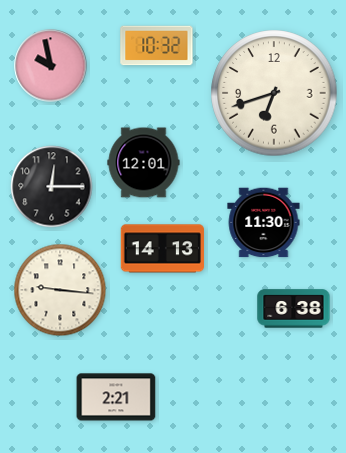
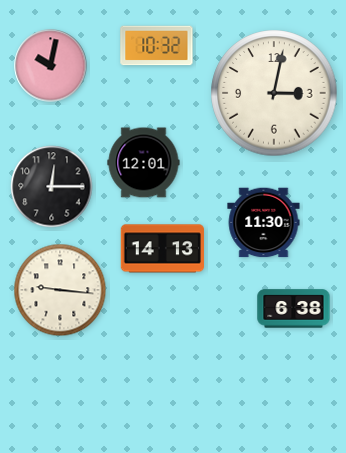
clock at (51, 66): 9:58 -> 10:02
clock at (274, 93): 6:42 -> 3:02
clock at (116, 397): 2:21 -> none
